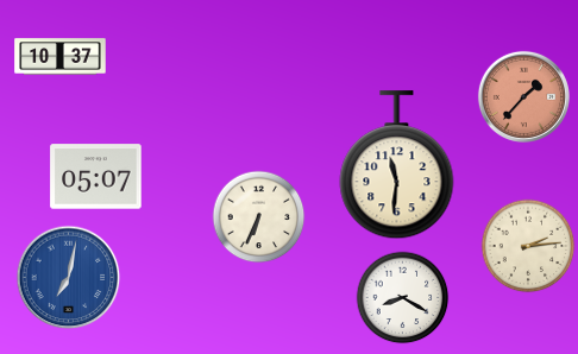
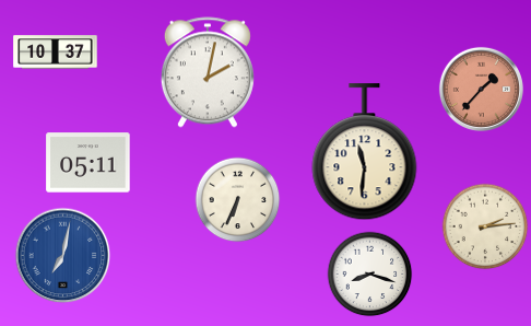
clock at (208, 72): none -> 2:02
clock at (96, 177): 05:07 -> 05:11
clock at (402, 297): 8:20 -> 8:18
